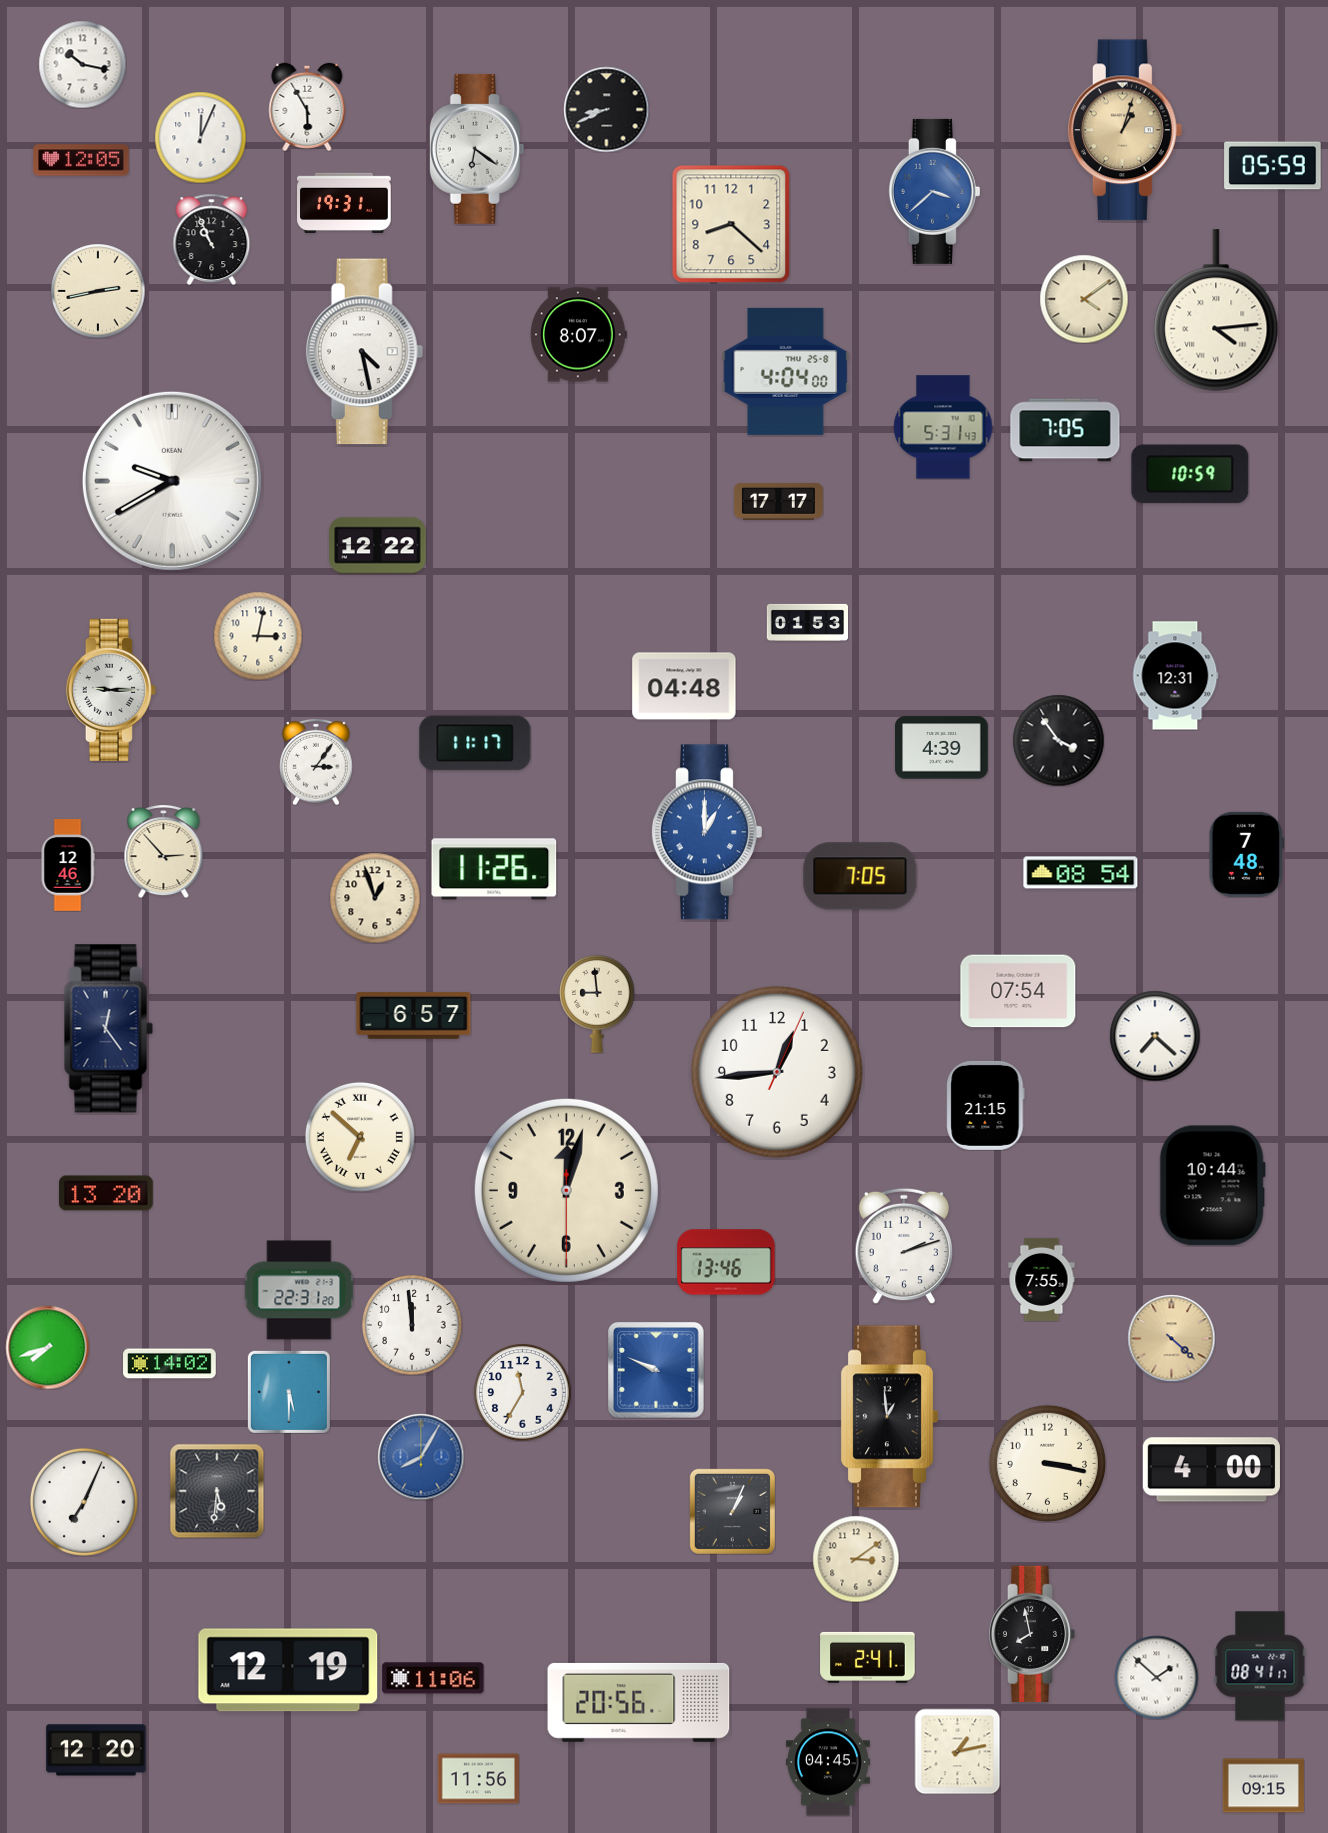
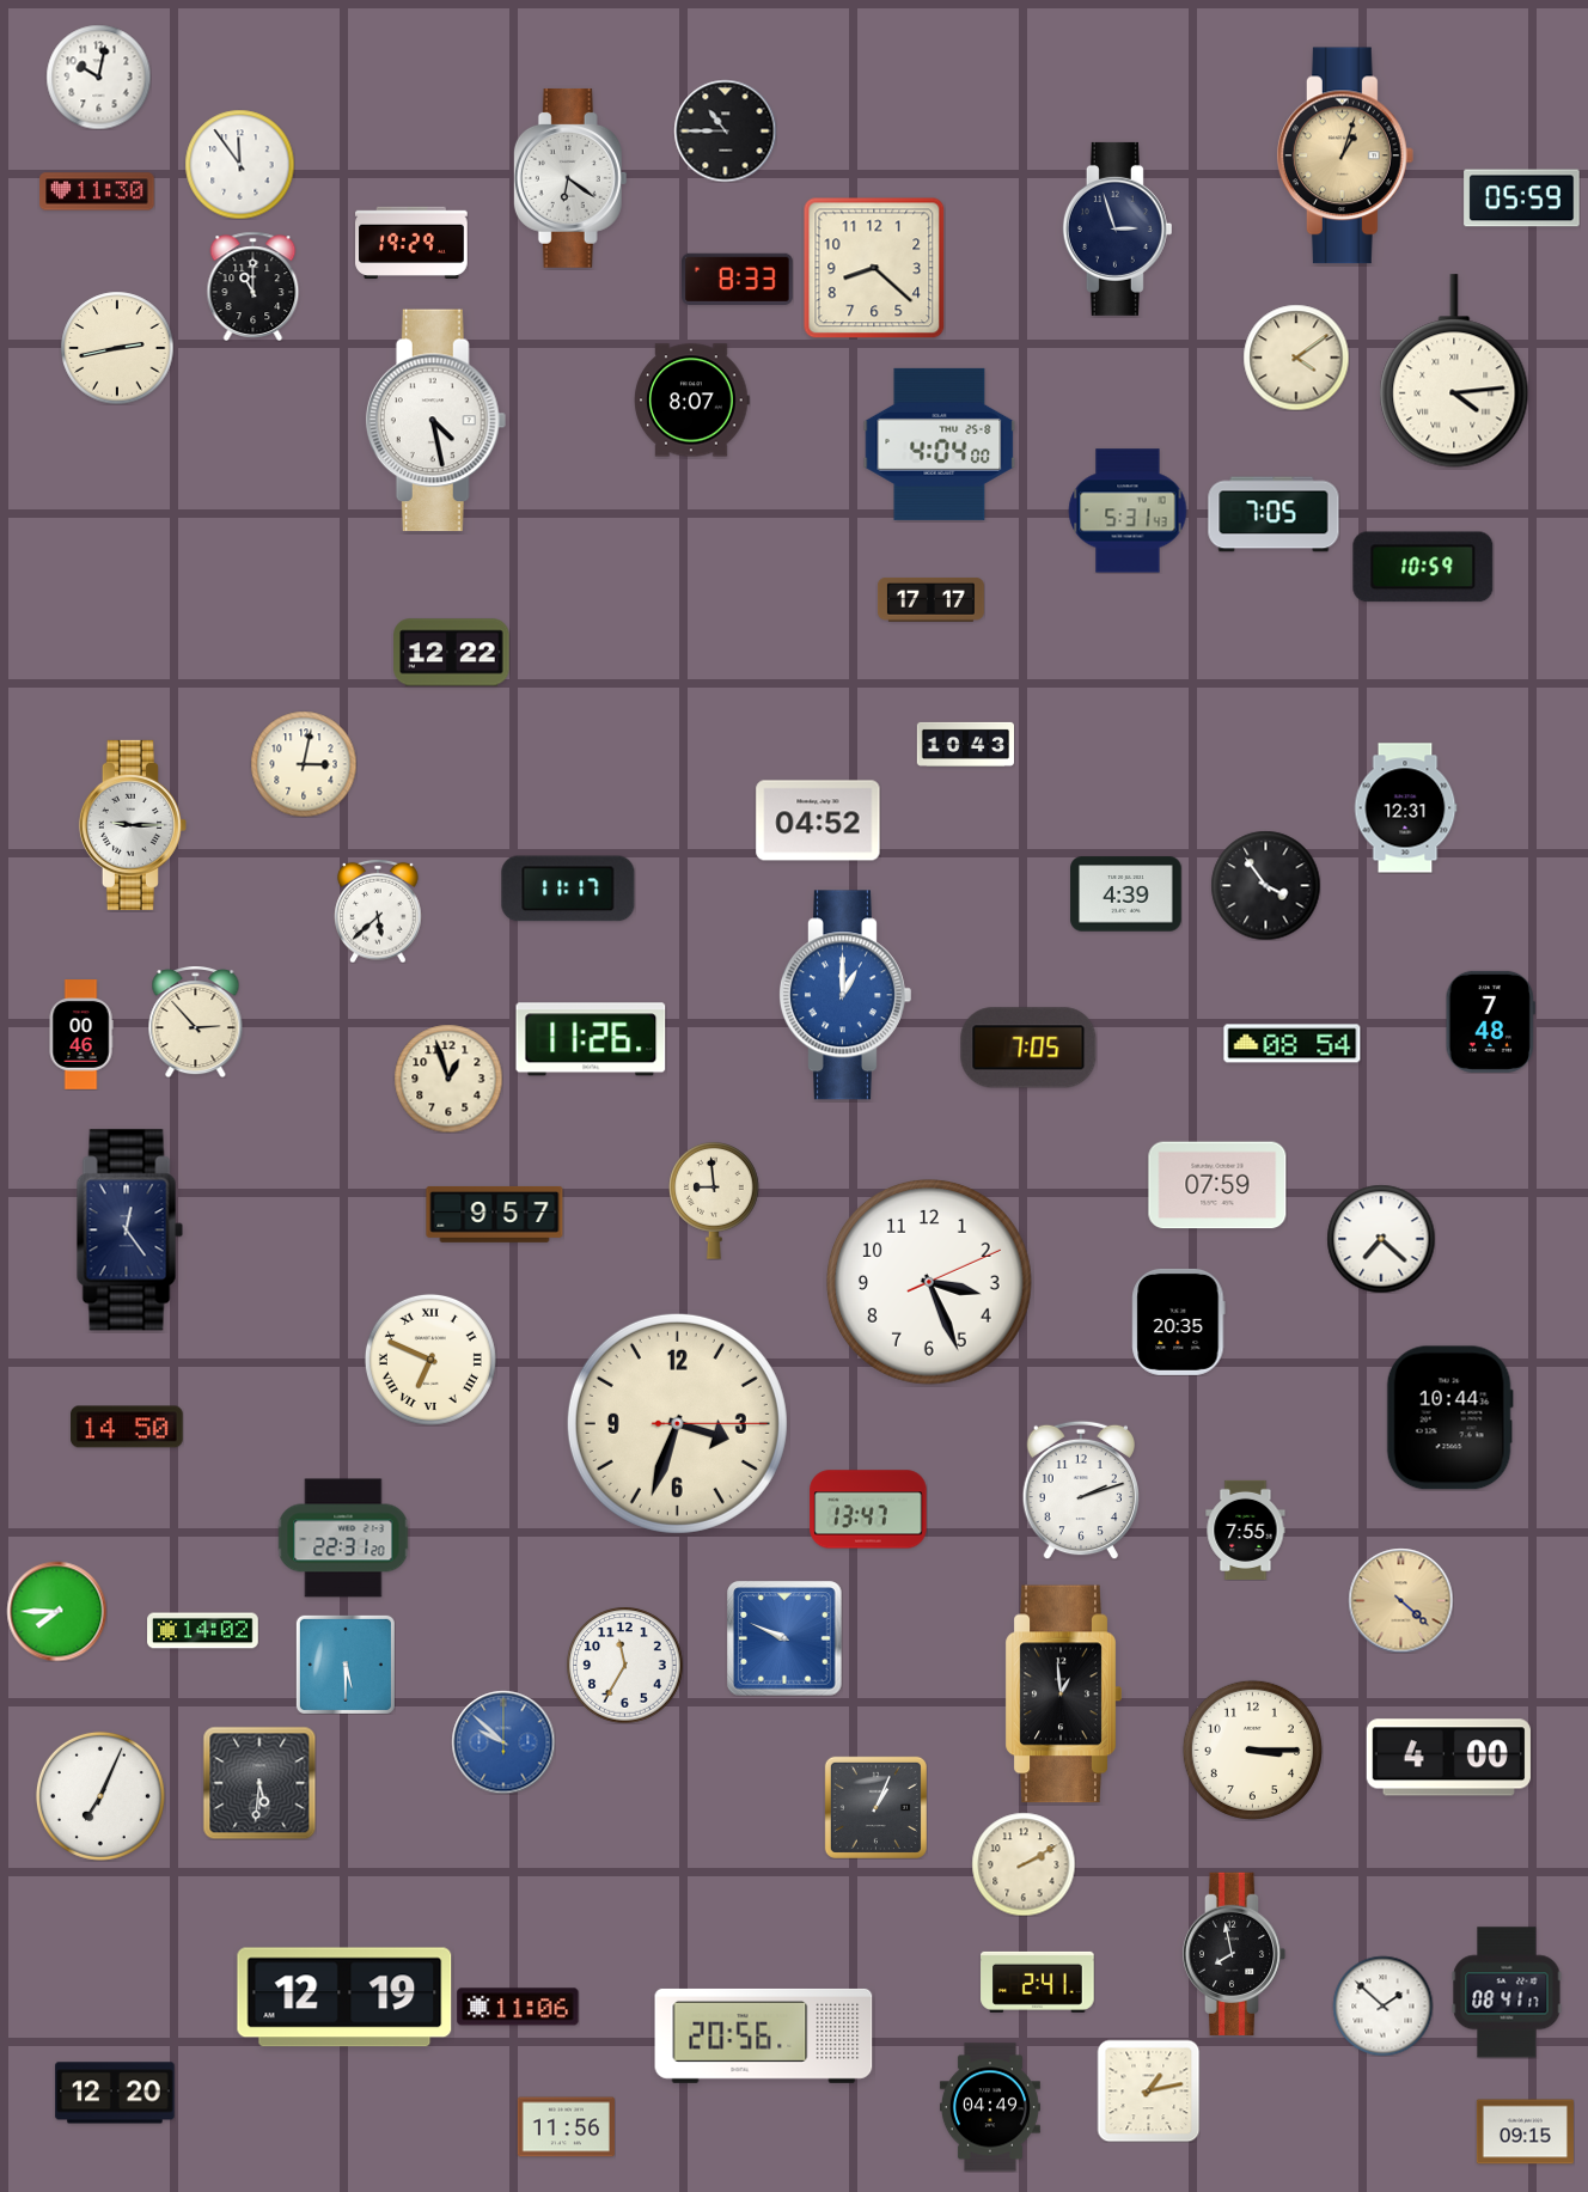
clock at (82, 64): 10:17 -> 10:02
clock at (307, 107): 5:55 -> none
clock at (606, 109): 8:41 -> 10:45
clock at (200, 137): 12:04 -> 11:54
clock at (81, 160): 12:05 -> 11:30
clock at (934, 191): 3:38 -> 2:57
clock at (934, 191) dial: blue -> navy
clock at (344, 203): 19:31 -> 19:29
clock at (738, 279): none -> 8:33
clock at (212, 239): 10:56 -> 11:00
clock at (172, 481): 9:40 -> none
clock at (807, 622): 01:53 -> 10:43
clock at (258, 636) position: (258, 636) -> (304, 764)
clock at (684, 686): 04:48 -> 04:52
clock at (316, 762): 3:06 -> 5:38
clock at (164, 851) position: (164, 851) -> (196, 1021)
clock at (68, 865): 12:46 -> 00:46
clock at (375, 898) position: (375, 898) -> (448, 1079)
clock at (1018, 991): 07:54 -> 07:59
clock at (414, 1015): 6:57 -> 9:57
clock at (777, 1072): 12:44 -> 3:26
clock at (986, 1105): 21:15 -> 20:35
clock at (360, 1137): 6:52 -> 6:49
clock at (566, 1190): 12:02 -> 3:33
clock at (106, 1193): 13:20 -> 14:50
clock at (726, 1262): 13:46 -> 13:47
clock at (299, 1290) position: (299, 1290) -> (343, 1538)
clock at (412, 1325): 11:59 -> none
clock at (47, 1347): 7:42 -> 7:45
clock at (421, 1457): 8:05 -> 9:52
clock at (1047, 1463): 3:17 -> 3:15
clock at (856, 1559): 3:09 -> 2:10
clock at (957, 1751) position: (957, 1751) -> (1148, 2090)
clock at (828, 1762): 04:45 -> 04:49
clock at (478, 1779) position: (478, 1779) -> (566, 2127)
clock at (1263, 1786) position: (1263, 1786) -> (1525, 2132)
